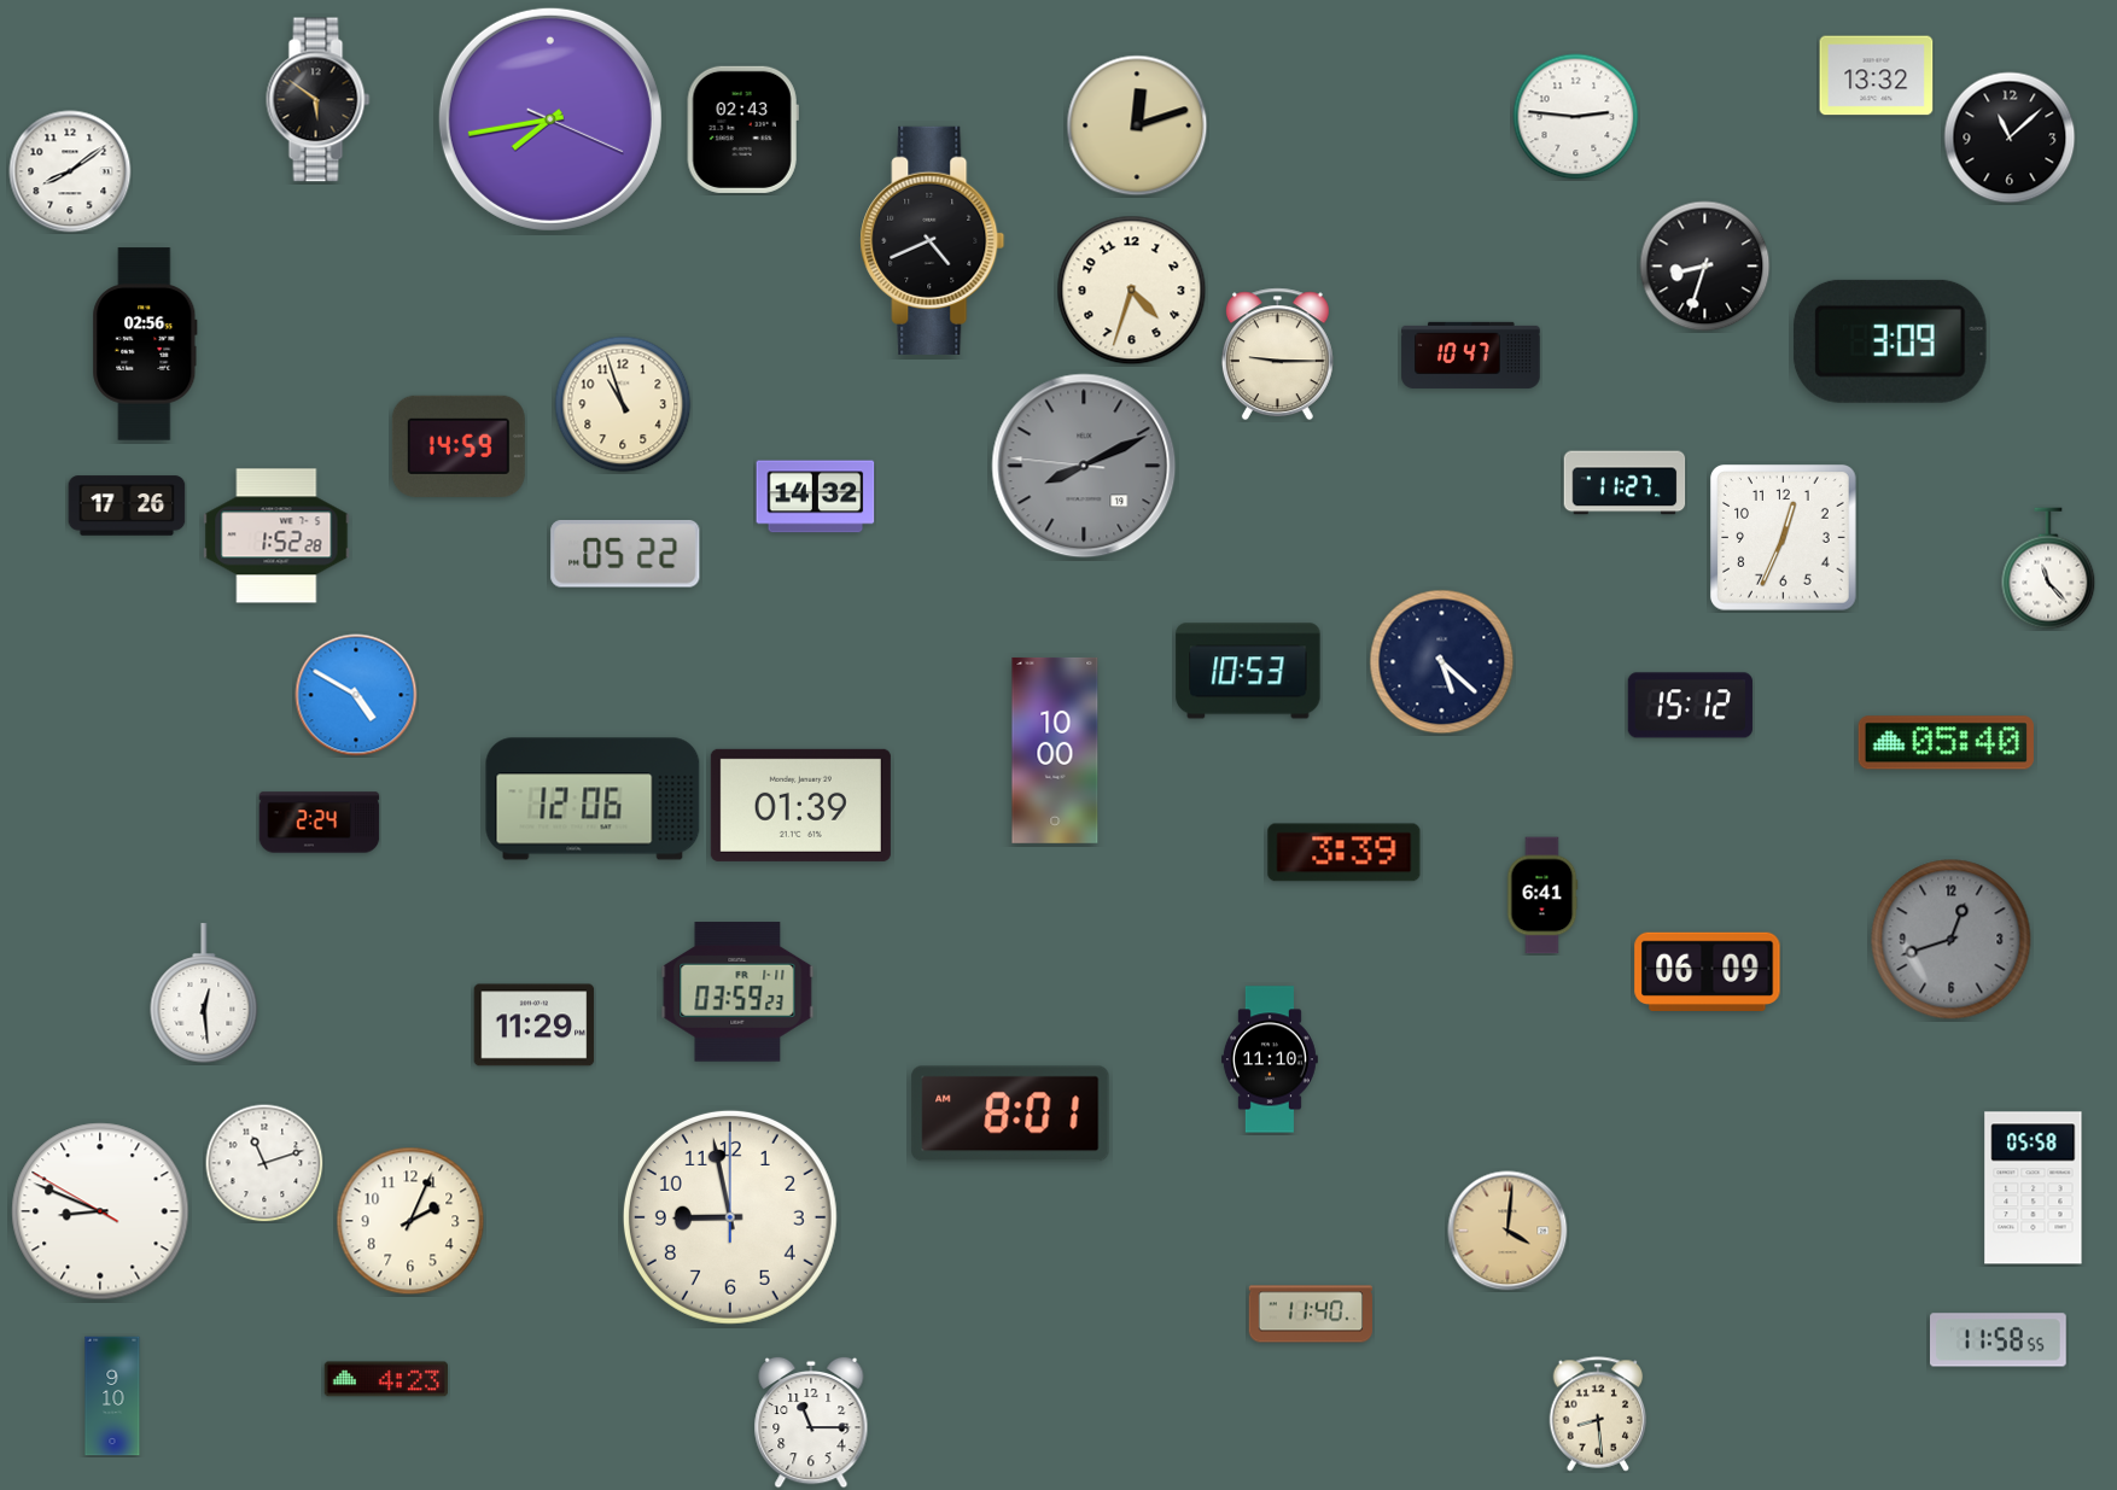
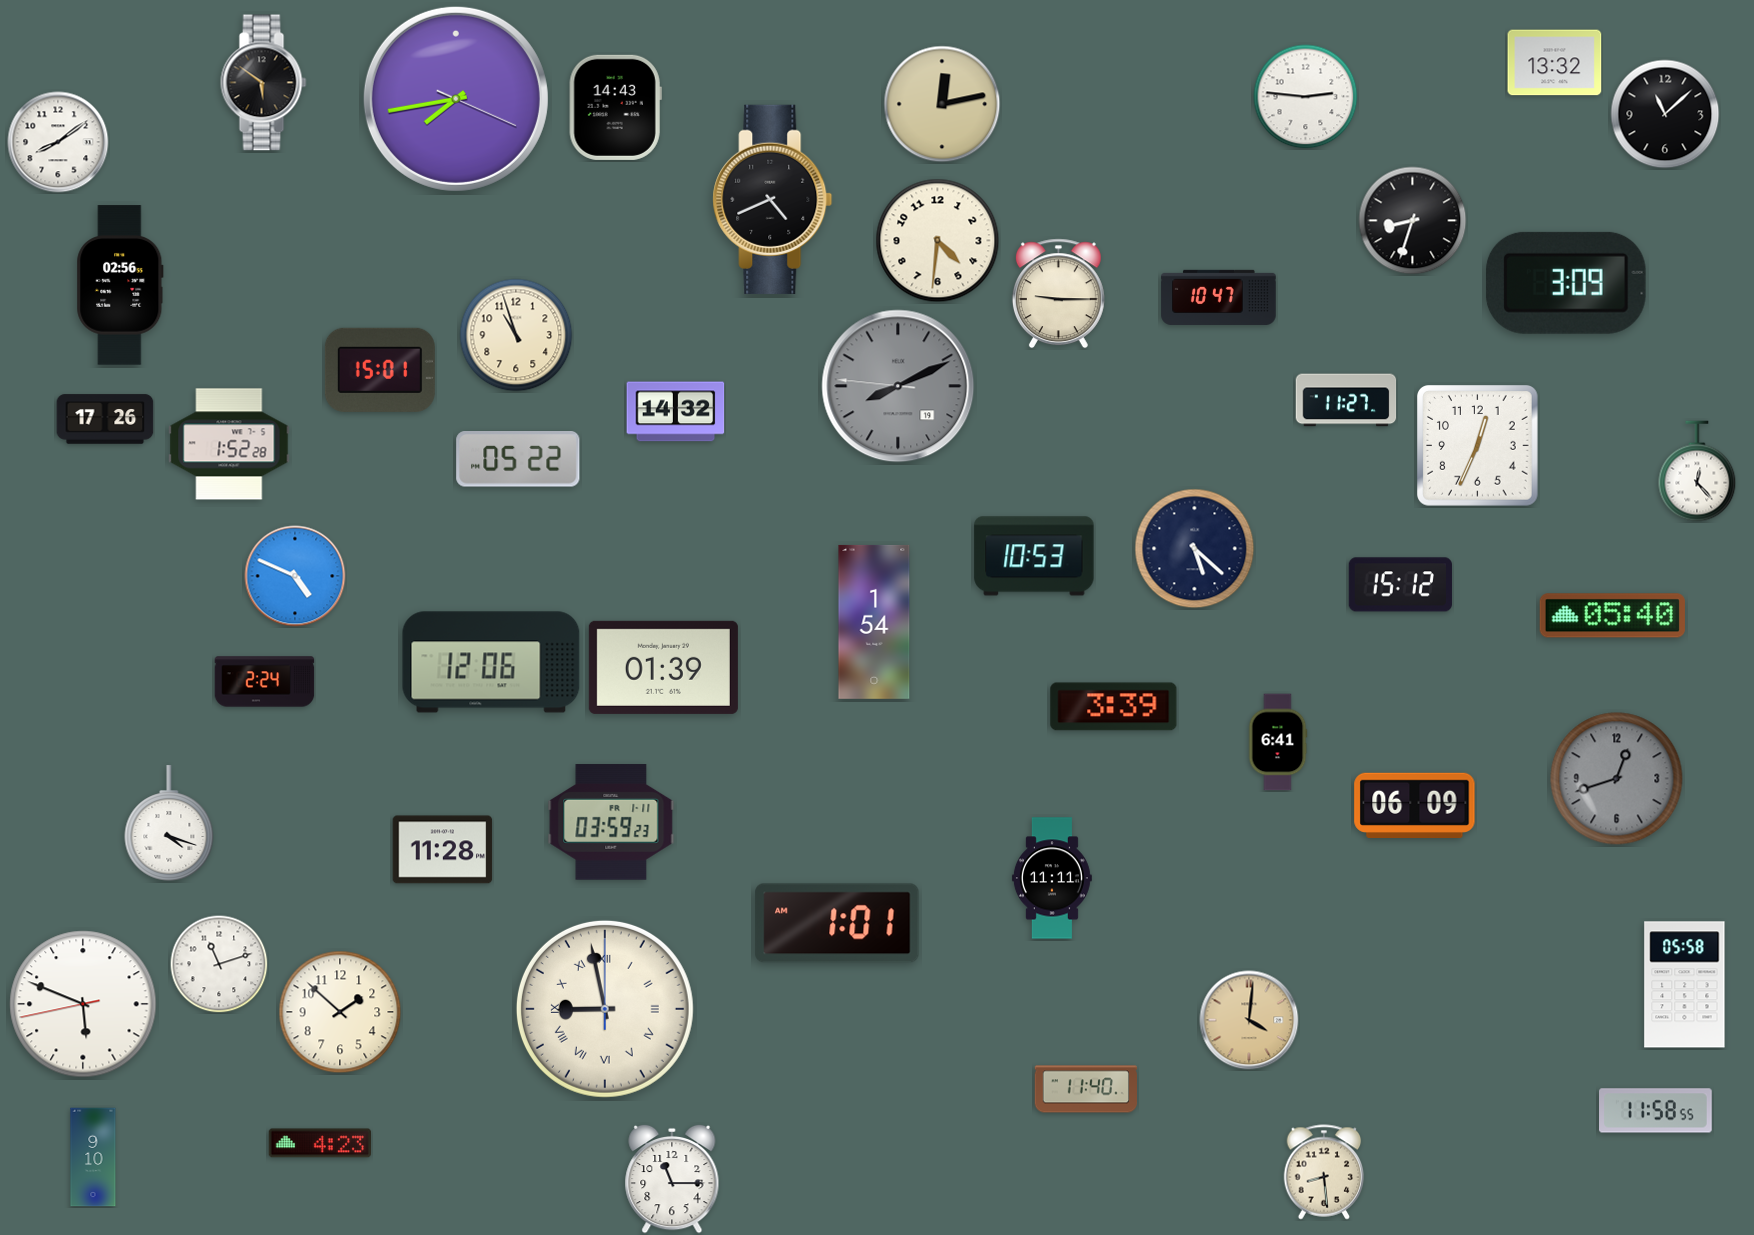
clock at (1137, 125): 12:12 -> 12:13
clock at (742, 129): 02:43 -> 14:43
clock at (1132, 291): 4:33 -> 4:31
clock at (1471, 355) position: (1471, 355) -> (1219, 297)
clock at (459, 446): 14:59 -> 15:01
clock at (2048, 568): 11:23 -> 12:23
clock at (356, 695): 4:50 -> 4:49
clock at (1055, 750): 10:00 -> 1:54
clock at (204, 993): 12:29 -> 4:18
clock at (535, 1026): 11:29 -> 11:28
clock at (1270, 1059): 11:10 -> 11:11
clock at (1010, 1114): 8:01 -> 1:01
clock at (100, 1211): 8:48 -> 5:48
clock at (730, 1217) numerals: Arabic -> Roman
clock at (410, 1221): 2:04 -> 1:52
